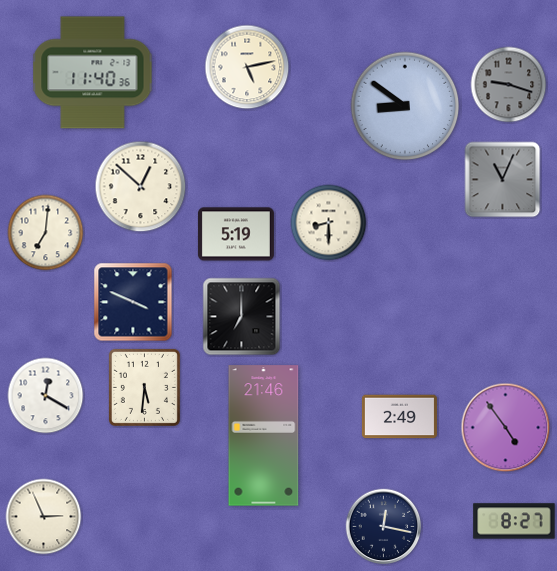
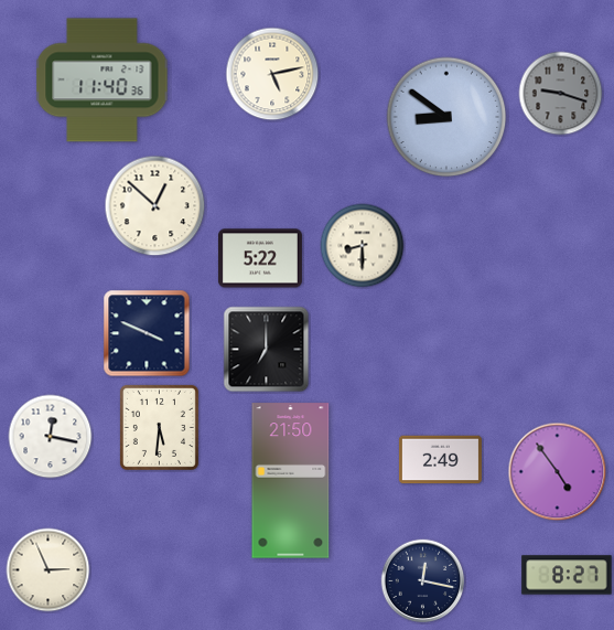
clock at (503, 180): 11:04 -> none
clock at (46, 233): 7:01 -> none
clock at (236, 234): 5:19 -> 5:22
clock at (46, 396): 12:20 -> 12:17
clock at (264, 436): 21:46 -> 21:50
